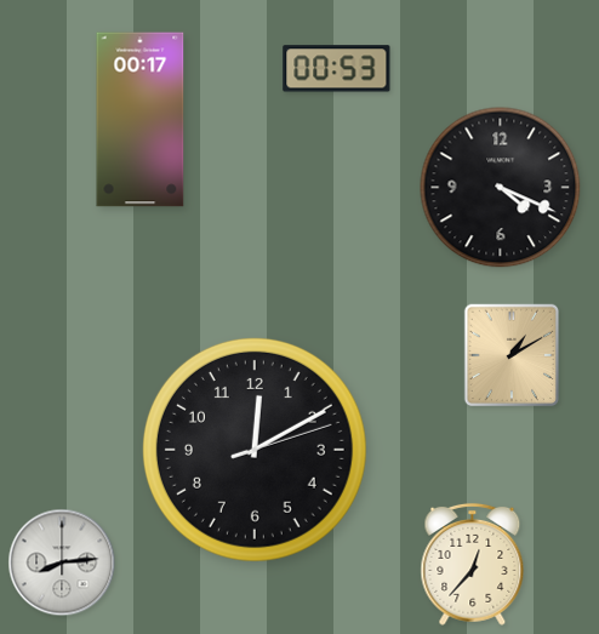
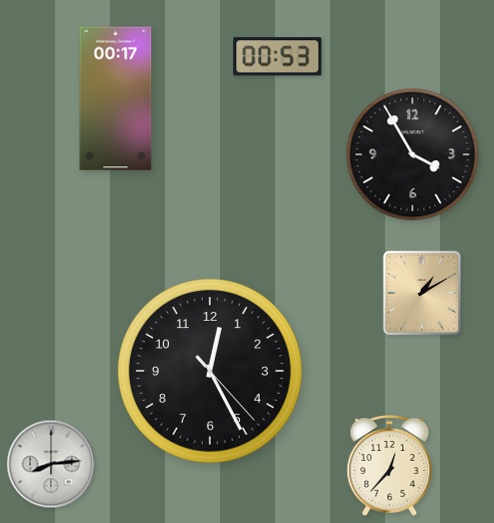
clock at (501, 188): 4:19 -> 3:55
clock at (255, 450): 12:10 -> 12:25
